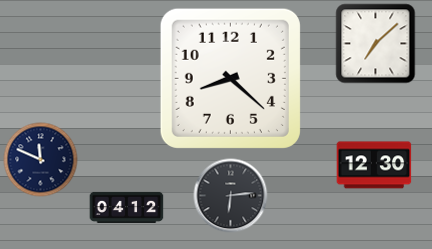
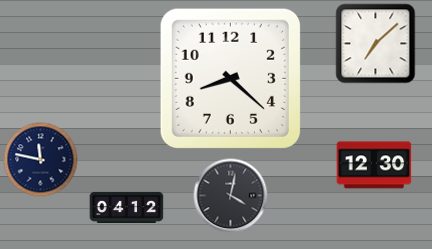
clock at (41, 160): 11:49 -> 11:47
clock at (231, 196): 6:14 -> 4:02
